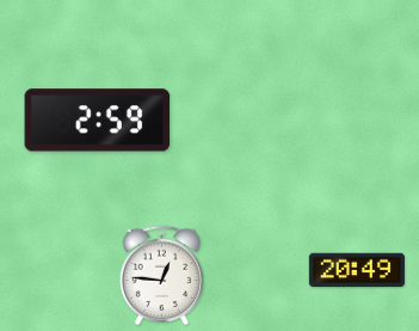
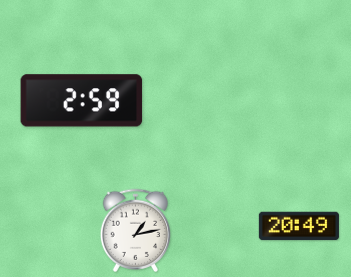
clock at (162, 275): 12:46 -> 1:13
